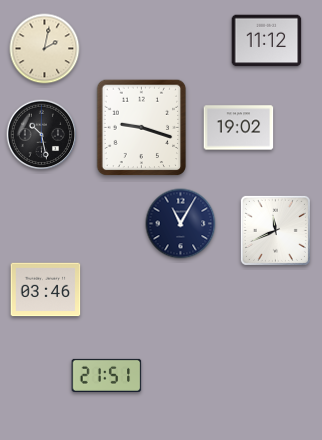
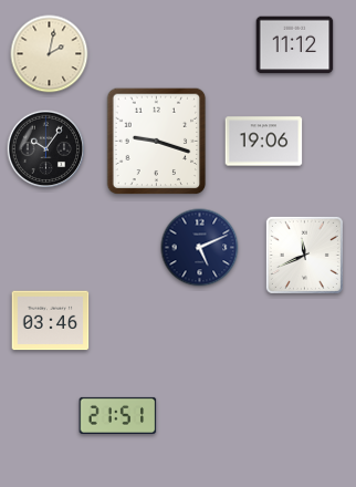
clock at (239, 128): 19:02 -> 19:06
clock at (42, 135): 10:28 -> 10:06
clock at (181, 224): 11:05 -> 5:11
